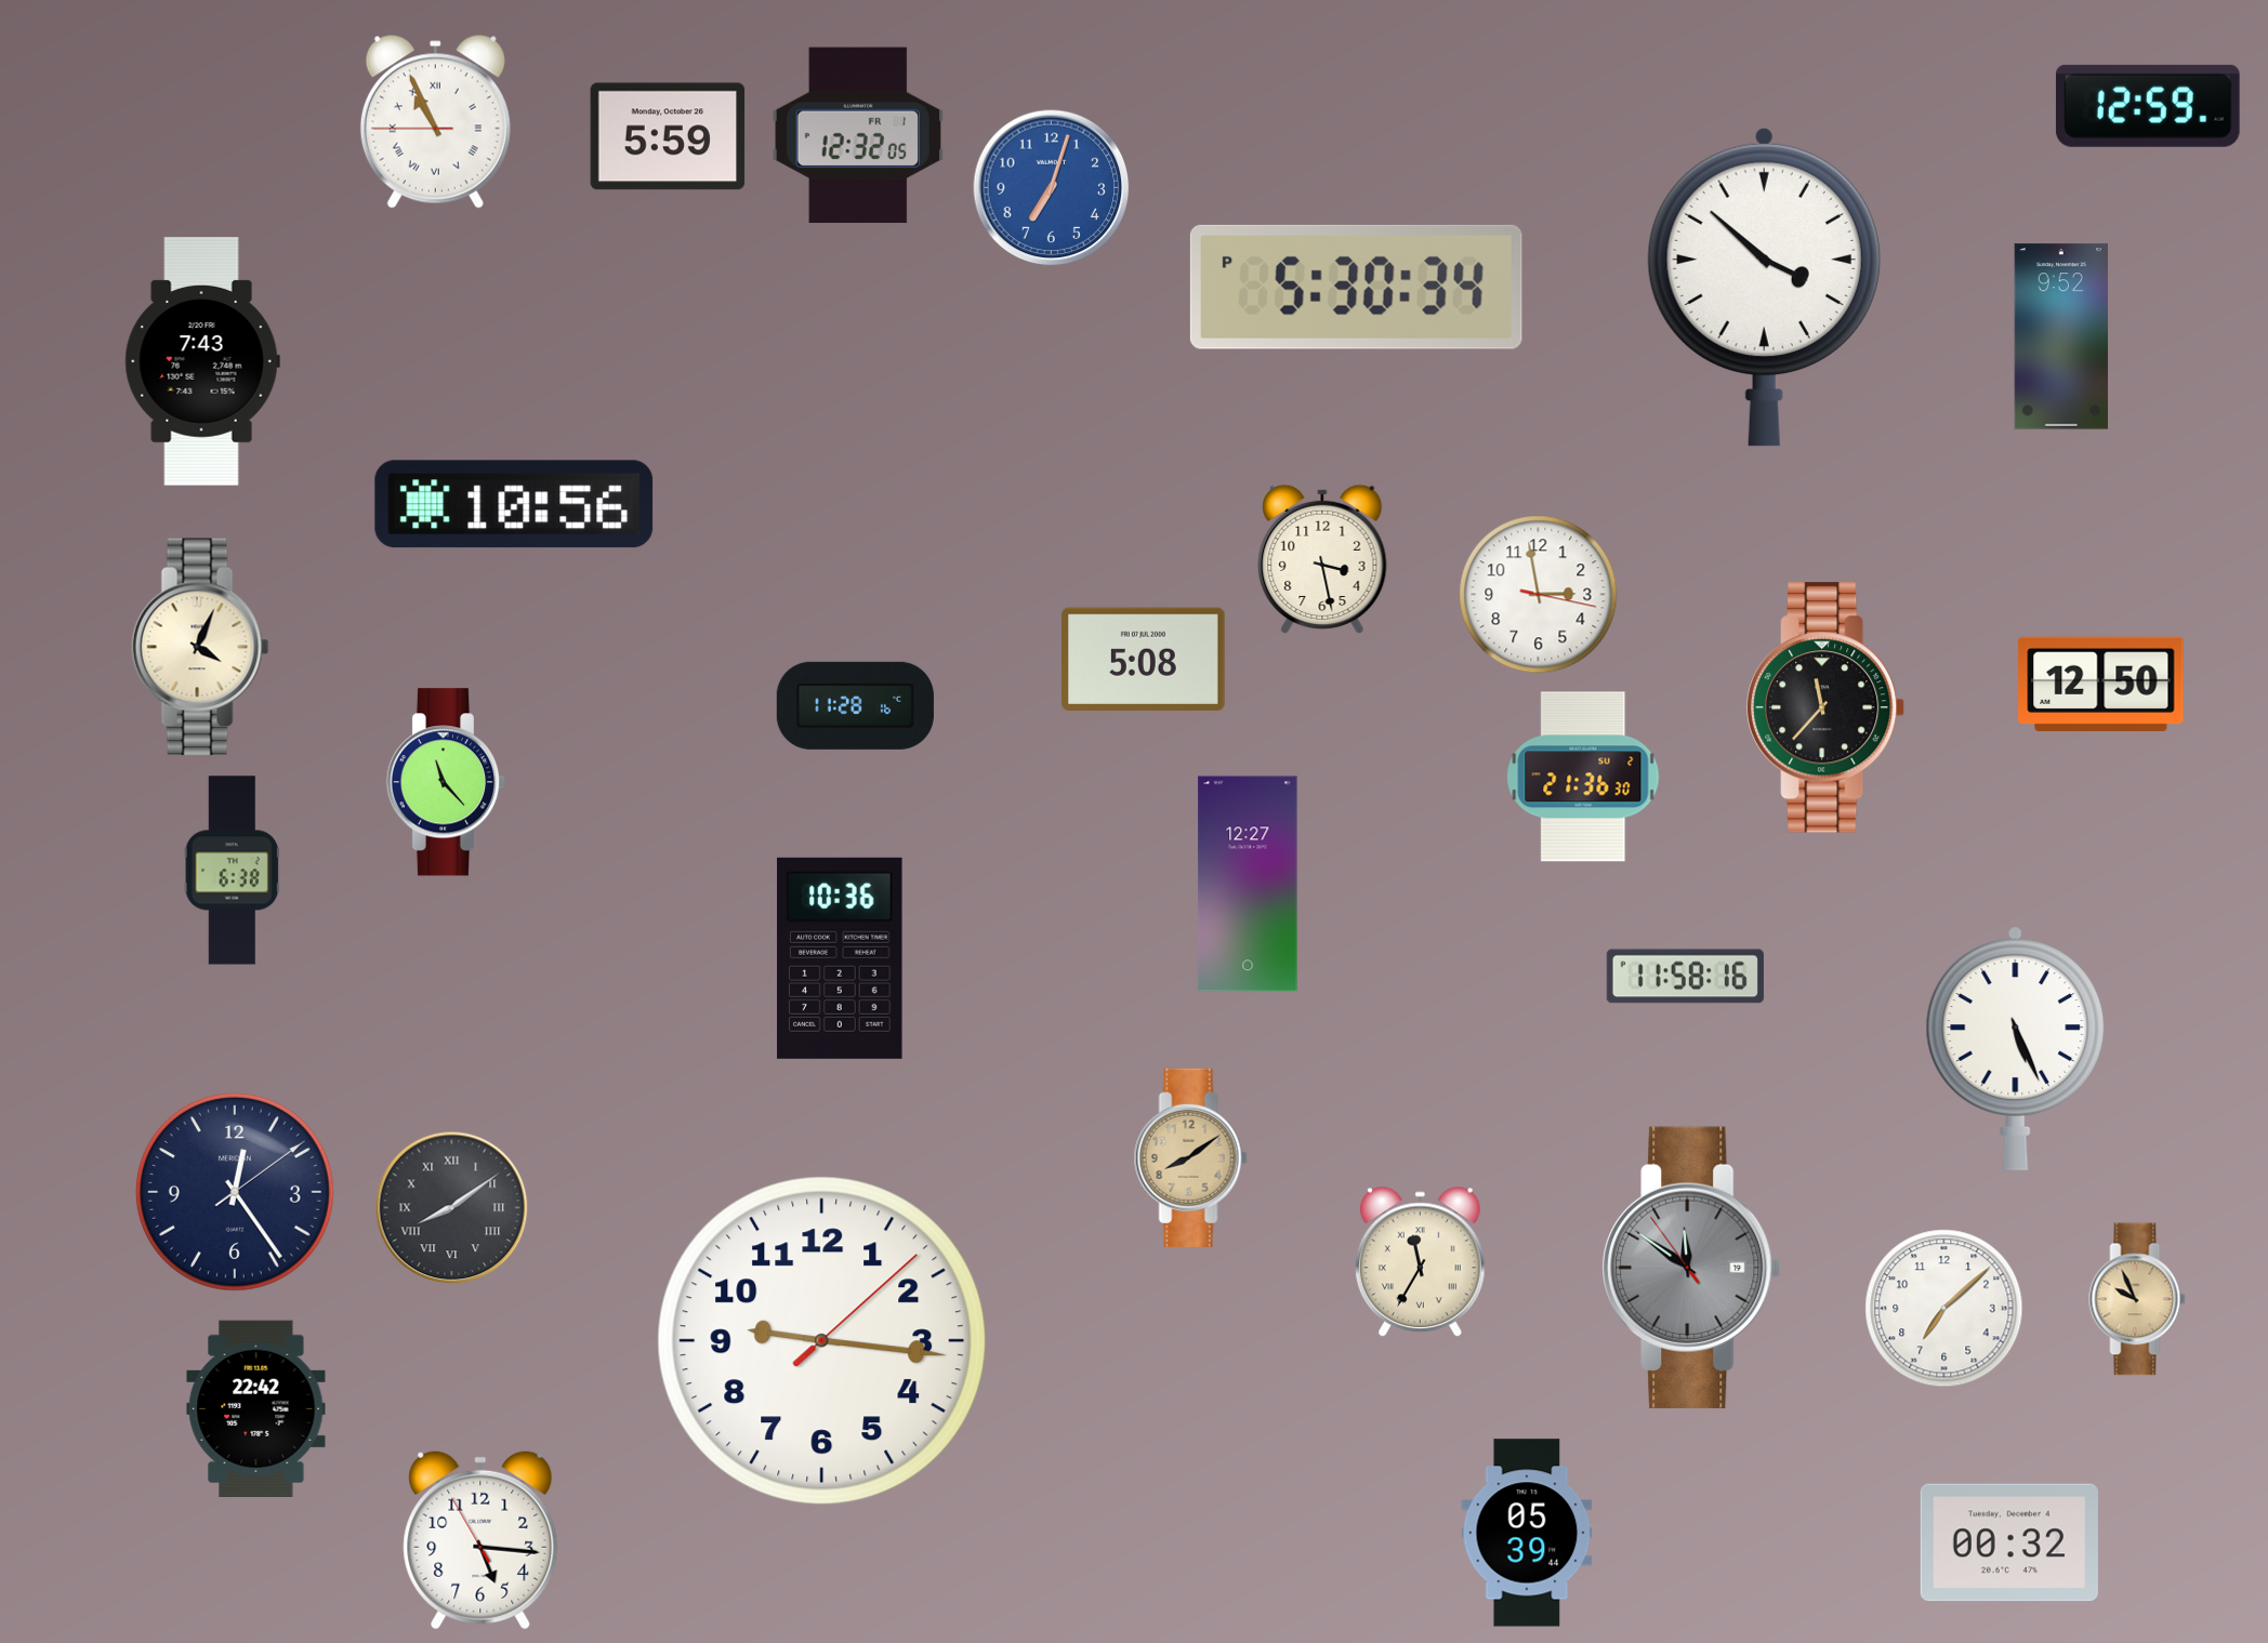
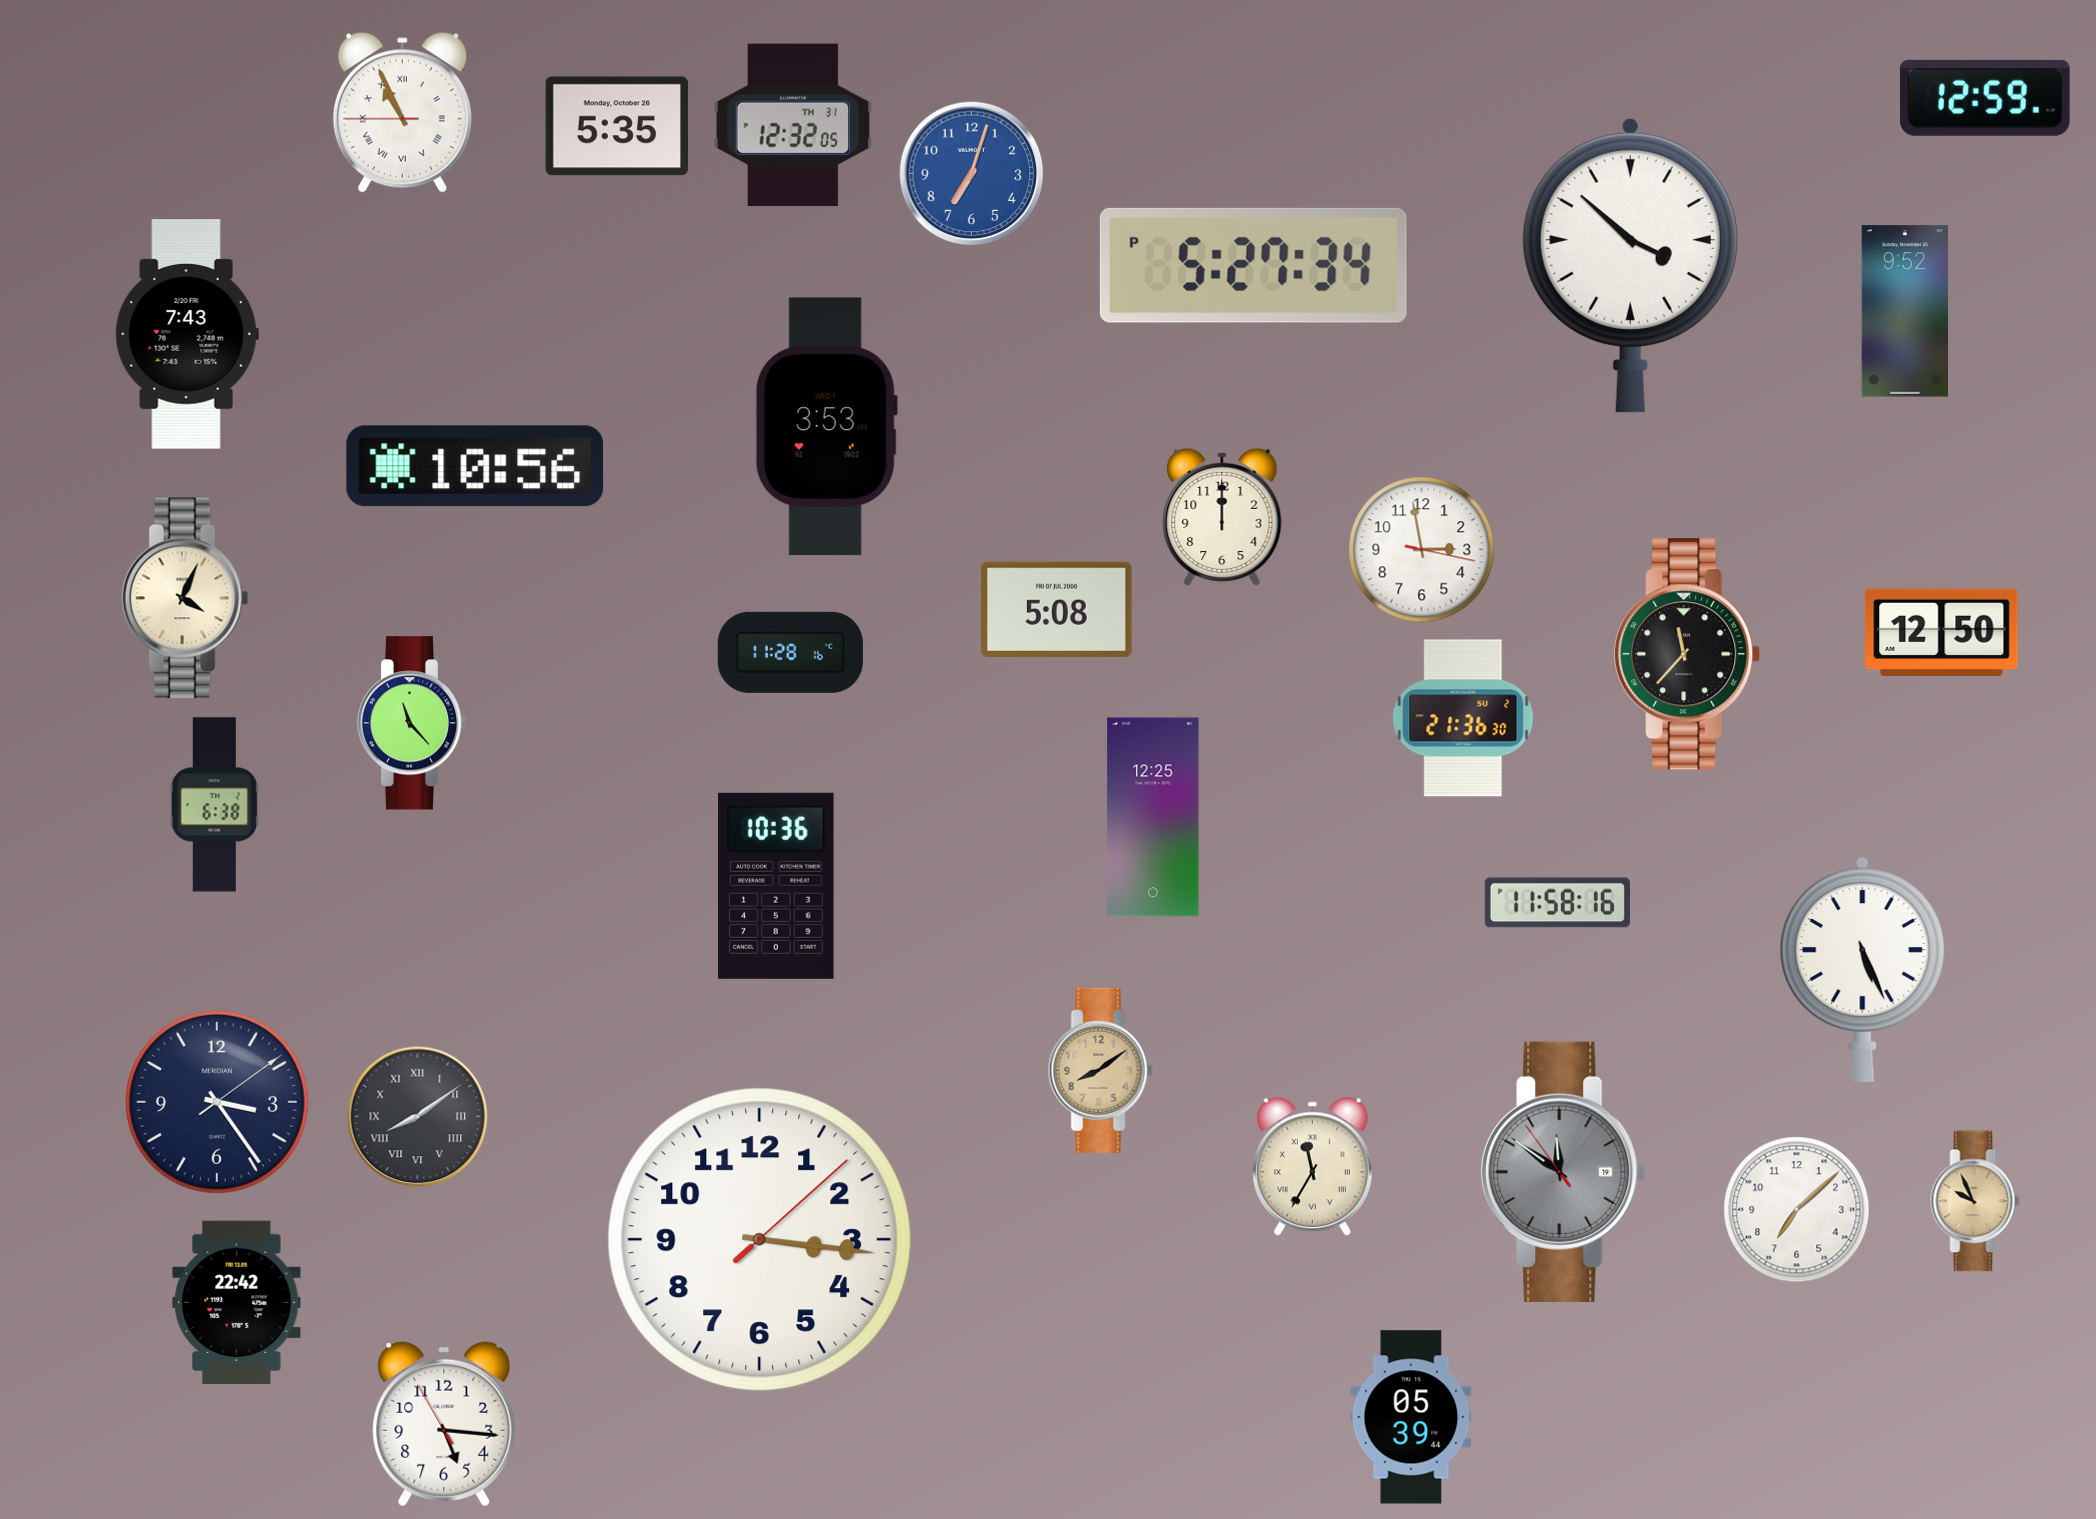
clock at (858, 135) date: FR 1 -> TH 31
clock at (668, 136): 5:59 -> 5:35
clock at (1356, 287): 5:30 -> 5:27
clock at (826, 427): none -> 3:53
clock at (1322, 559): 3:28 -> 12:00
clock at (1248, 884): 12:27 -> 12:25
clock at (235, 1192): 12:24 -> 3:24
clock at (822, 1341): 9:16 -> 3:16
clock at (2009, 1542): 00:32 -> none
